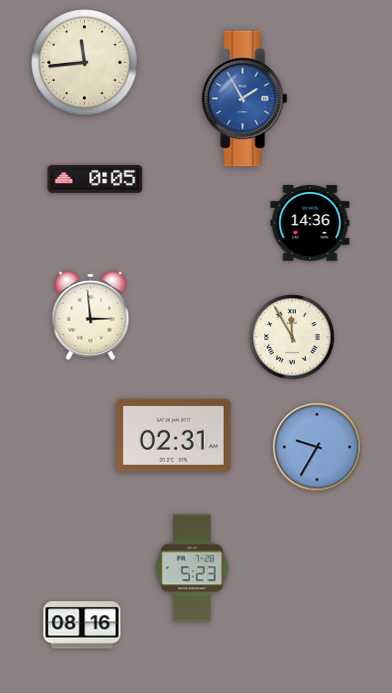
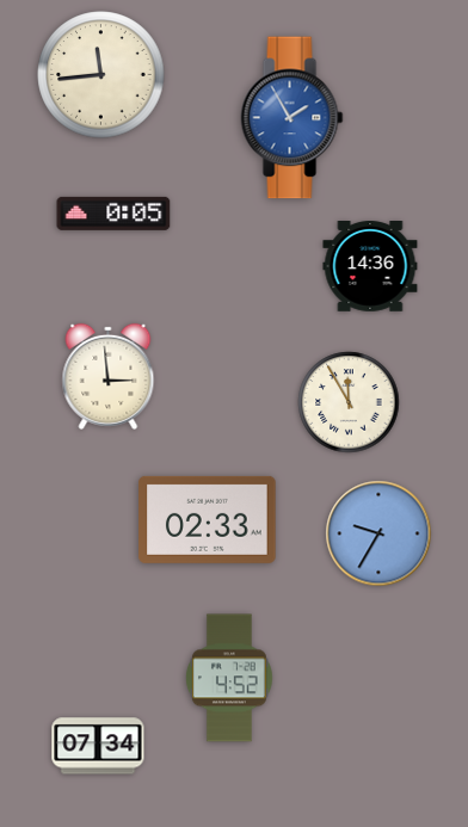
clock at (174, 435): 02:31 -> 02:33
clock at (193, 568): 5:23 -> 4:52
clock at (82, 625): 08:16 -> 07:34
